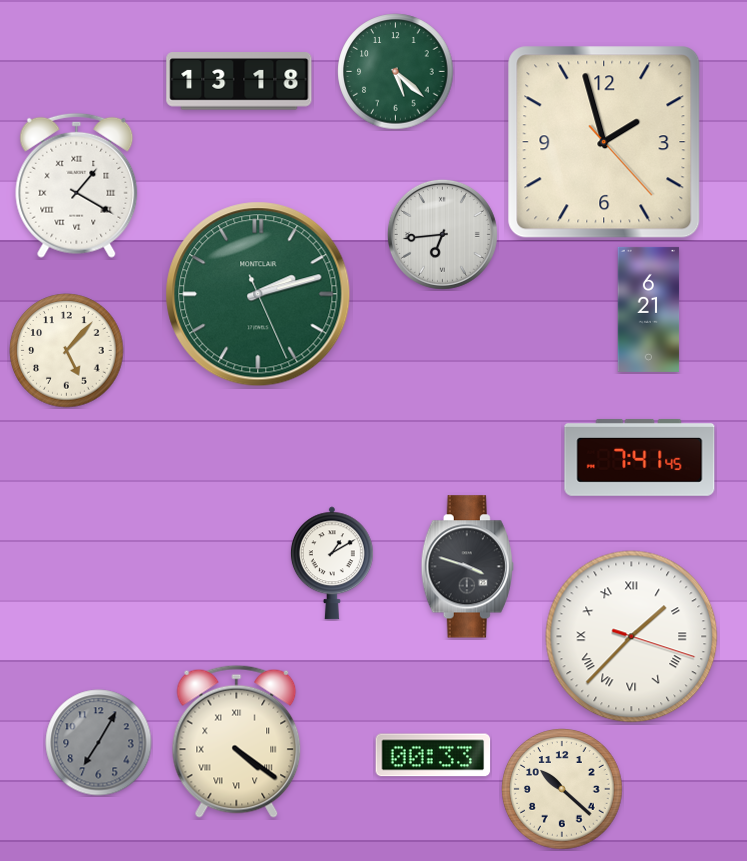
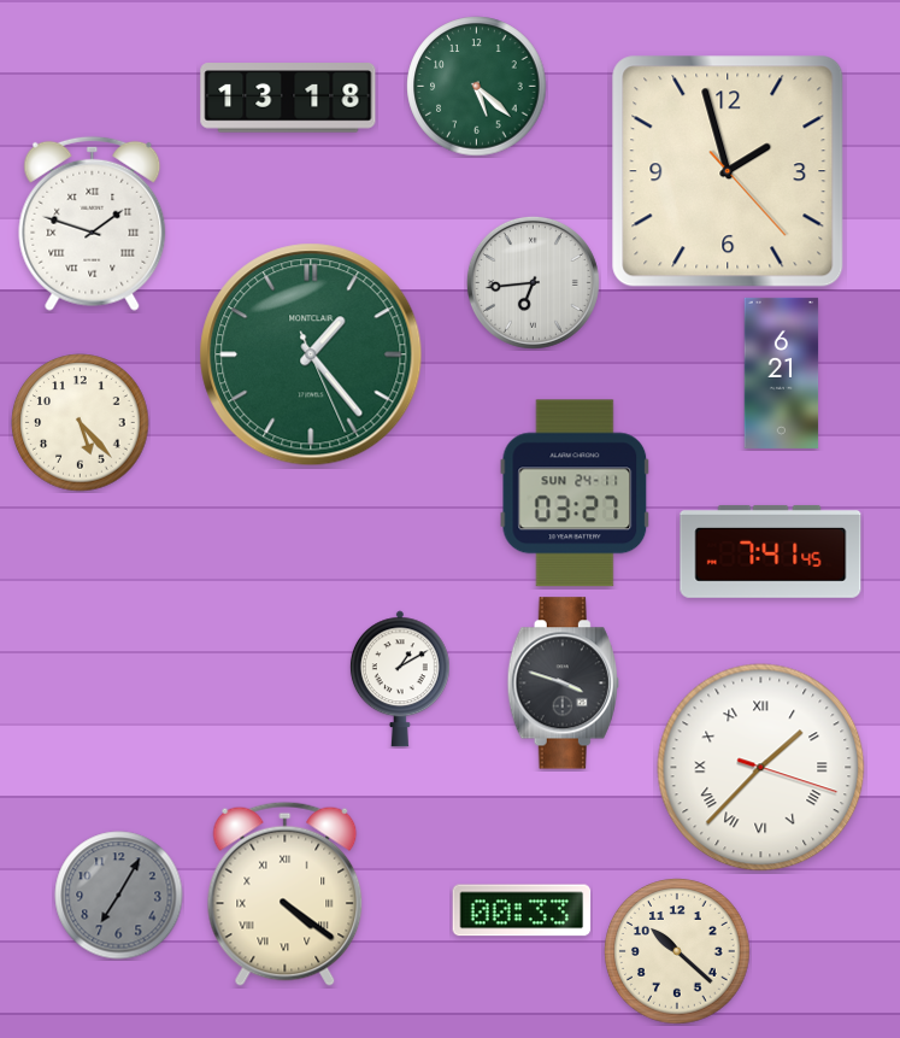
clock at (77, 185): 1:20 -> 1:48
clock at (258, 294): 2:12 -> 1:23
clock at (67, 351): 5:07 -> 5:23
clock at (575, 493): none -> 03:27
